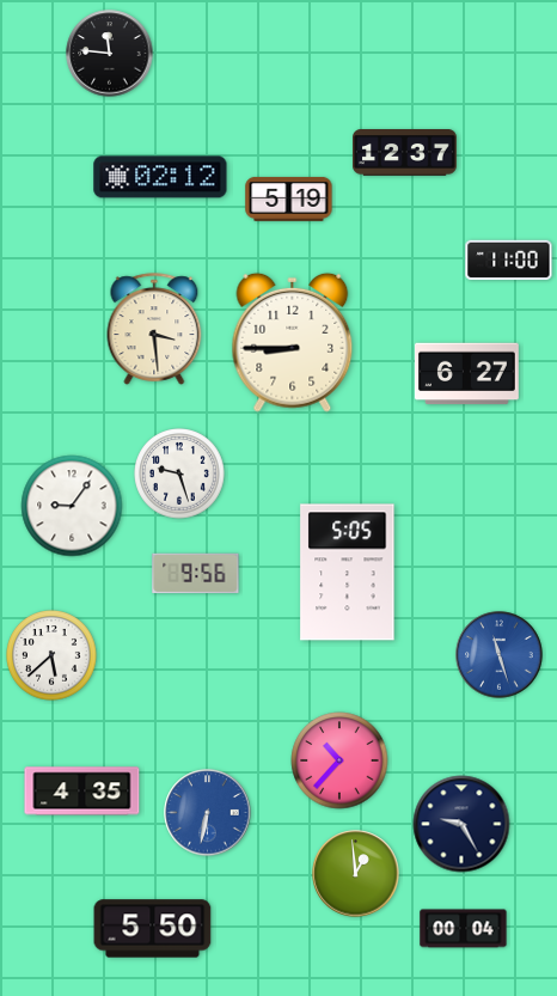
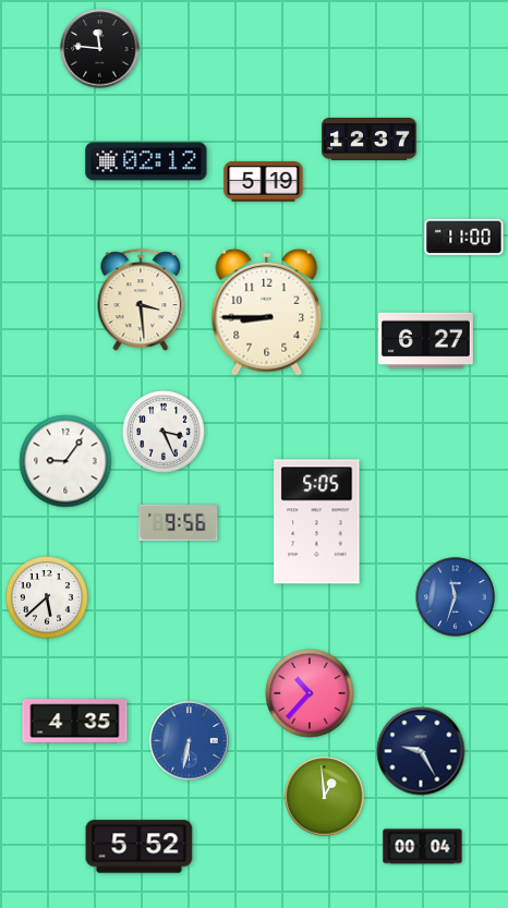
clock at (179, 473): 9:27 -> 3:26
clock at (500, 655): 11:27 -> 11:33
clock at (153, 929): 5:50 -> 5:52
